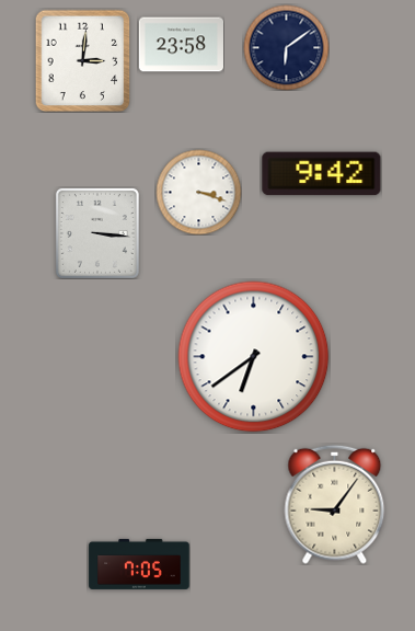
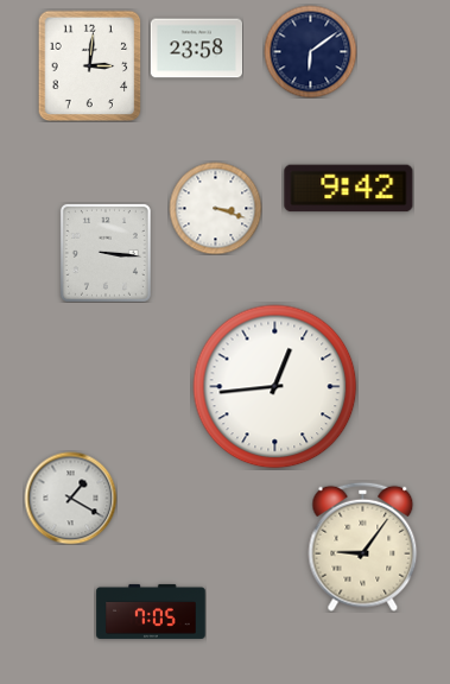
clock at (254, 357): 6:39 -> 12:44
clock at (70, 498): none -> 1:20
